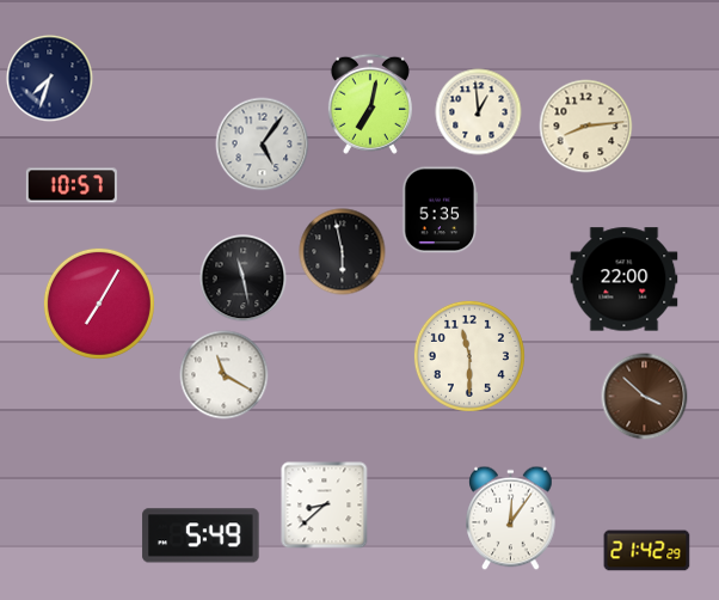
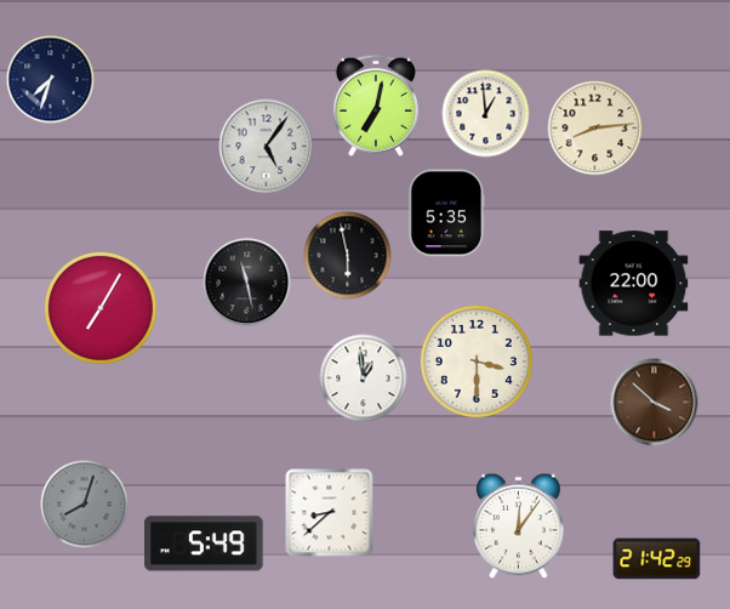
clock at (72, 185): 10:57 -> none
clock at (469, 356): 11:30 -> 3:30
clock at (364, 379): none -> 12:59
clock at (225, 375): 11:20 -> none
clock at (85, 505): none -> 8:03
